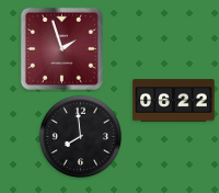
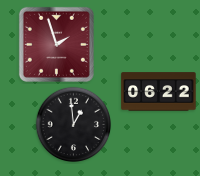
clock at (81, 137): 7:59 -> 12:59
